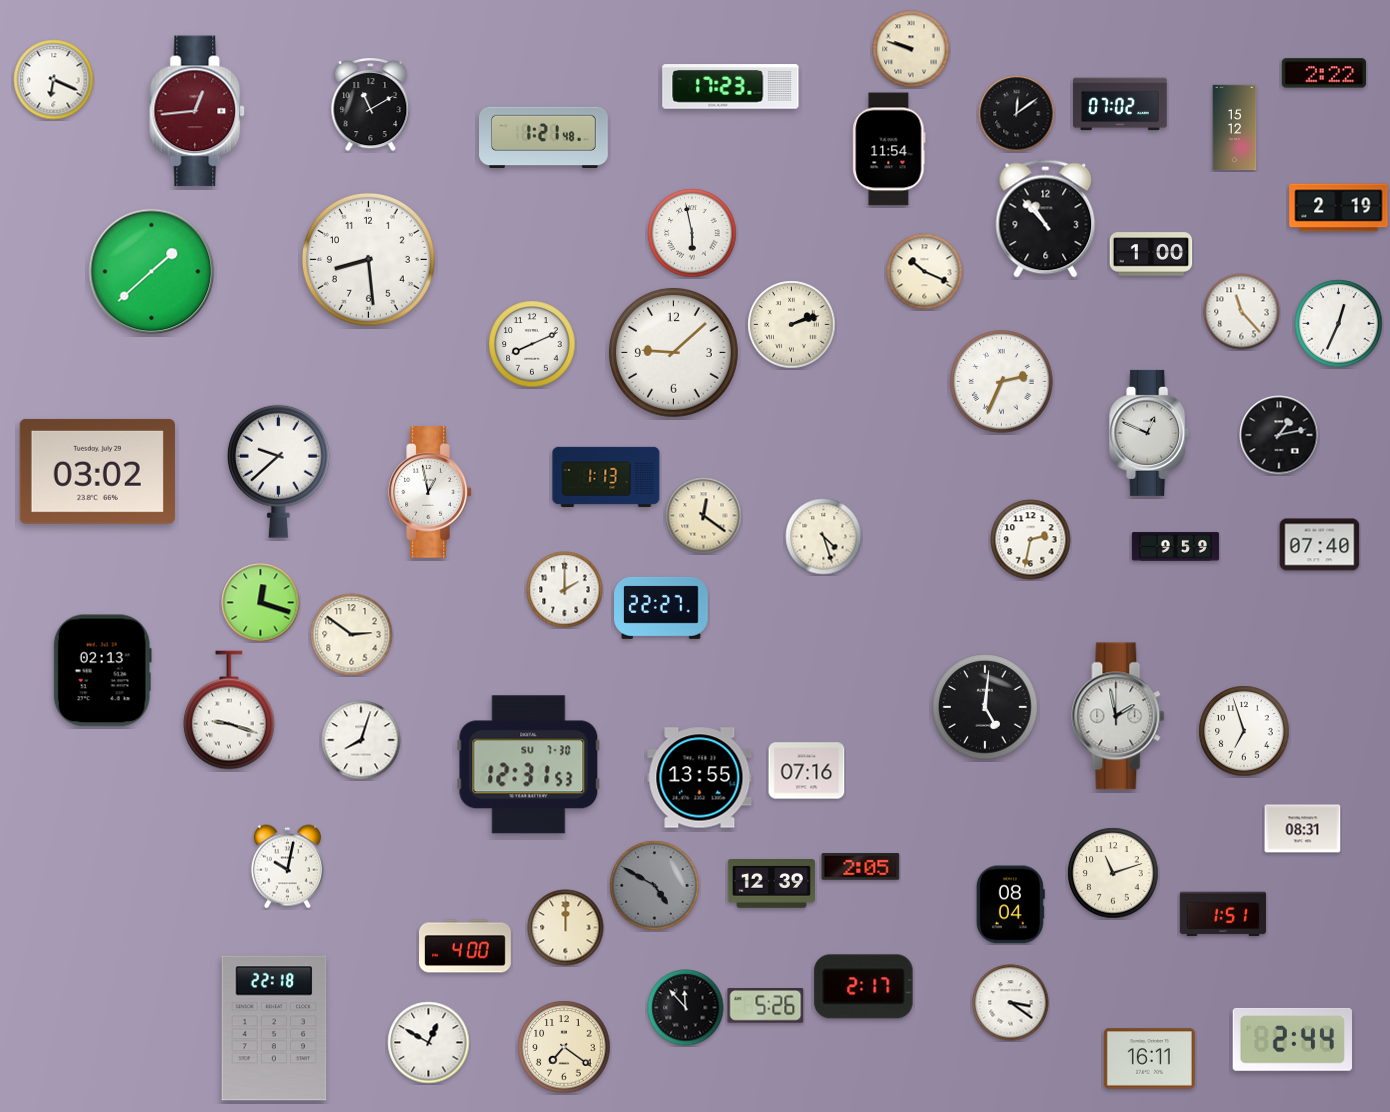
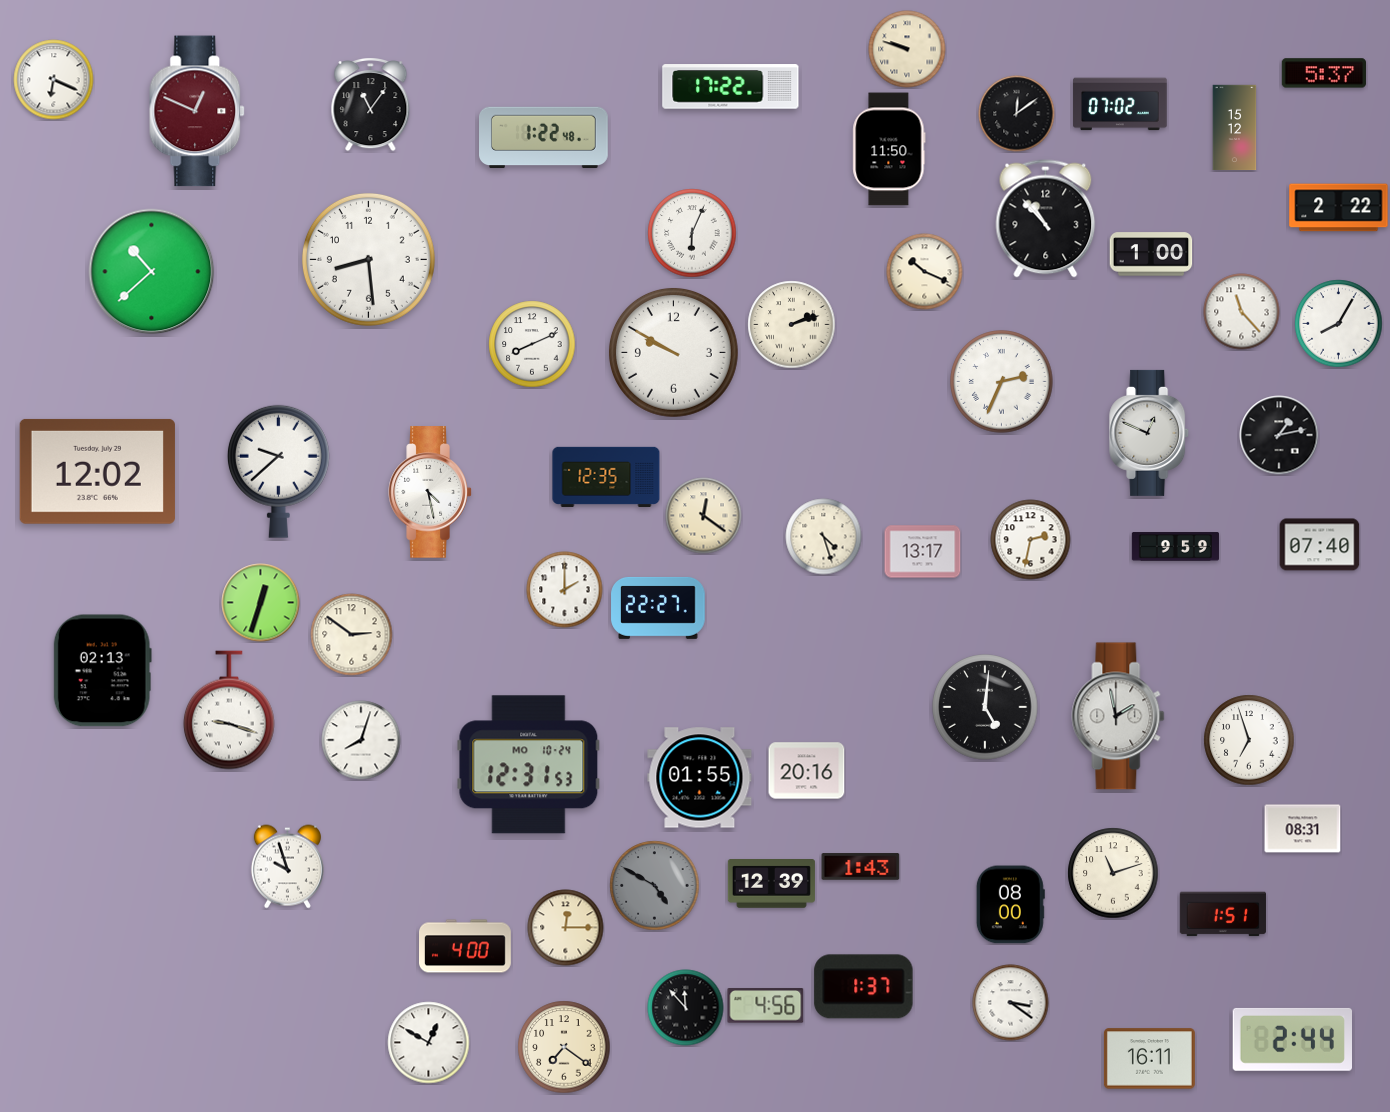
clock at (911, 49) position: (911, 49) -> (907, 49)
clock at (1324, 73): 2:22 -> 5:37
clock at (731, 87): 17:23 -> 17:22
clock at (371, 105): 11:10 -> 11:06
clock at (198, 111): 12:44 -> 12:49
clock at (544, 138): 1:21 -> 1:22
clock at (889, 149): 11:54 -> 11:50
clock at (1339, 208): 2:19 -> 2:22
clock at (692, 233): 5:58 -> 6:04
clock at (152, 272): 1:38 -> 10:38
clock at (1339, 324): 12:34 -> 8:05
clock at (673, 352): 9:08 -> 9:50
clock at (97, 471): 03:02 -> 12:02
clock at (606, 477): 1:13 -> 12:35
clock at (430, 492): 12:58 -> 4:28
clock at (923, 552): none -> 13:17
clock at (261, 603): 12:18 -> 12:33
clock at (661, 608) position: (661, 608) -> (658, 608)
clock at (1244, 731) position: (1244, 731) -> (1249, 740)
clock at (529, 765) date: SU 7-30 -> MO 10-24
clock at (807, 771): 07:16 -> 20:16
clock at (700, 778): 13:55 -> 01:55
clock at (287, 867): 10:02 -> 9:57
clock at (861, 867): 2:05 -> 1:43
clock at (1010, 905): 08:04 -> 08:00
clock at (566, 928): 12:00 -> 12:15
clock at (864, 987): 2:17 -> 1:37
clock at (766, 1006): 5:26 -> 4:56
clock at (274, 1028): 22:18 -> none
